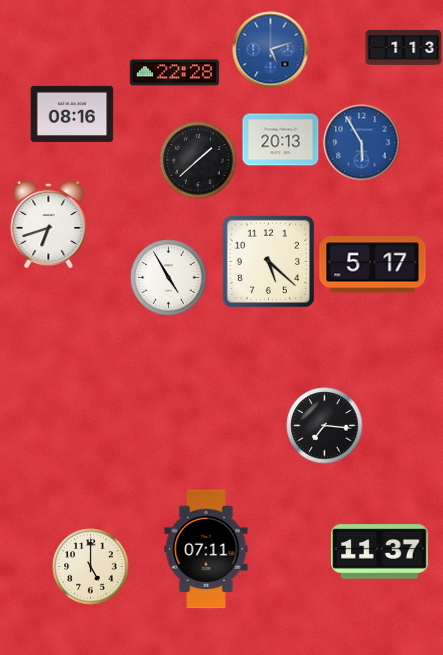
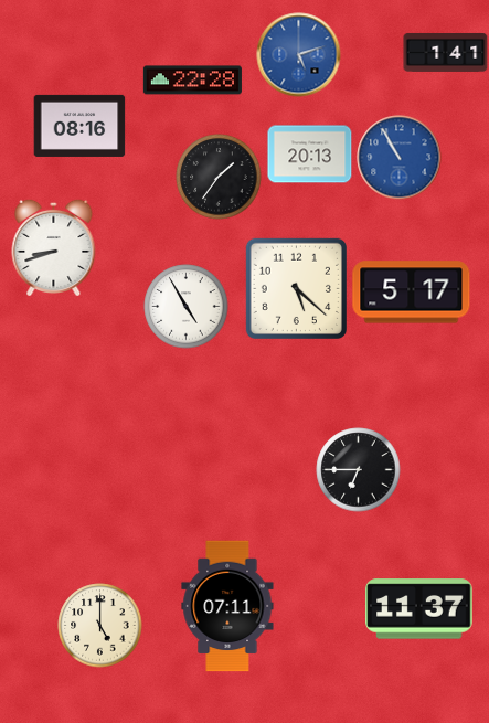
clock at (404, 47): 1:13 -> 1:41
clock at (362, 143): 5:55 -> 10:55
clock at (198, 160): 1:38 -> 1:36
clock at (49, 223): 6:42 -> 8:42
clock at (325, 426): 7:16 -> 6:45
